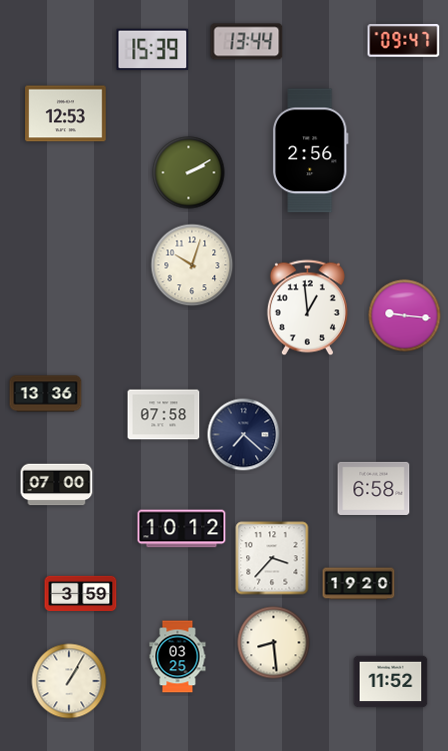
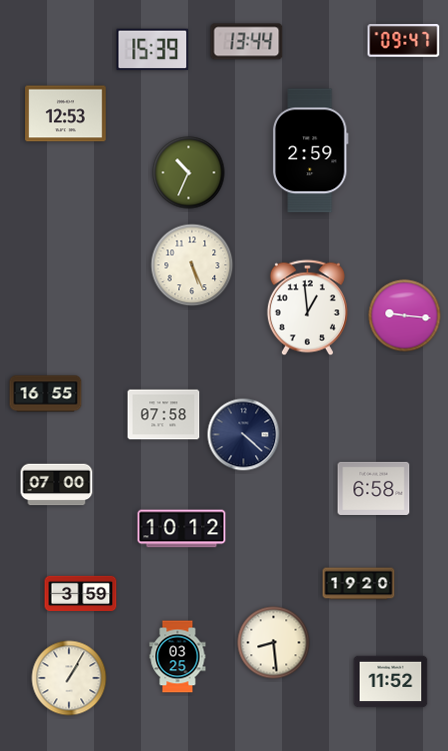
clock at (311, 151): 2:56 -> 2:59
clock at (189, 173): 2:10 -> 10:34
clock at (192, 265): 10:03 -> 5:26
clock at (46, 394): 13:36 -> 16:55
clock at (244, 435): 7:22 -> 4:22
clock at (272, 558): 3:37 -> none
clock at (69, 681) position: (69, 681) -> (69, 678)
